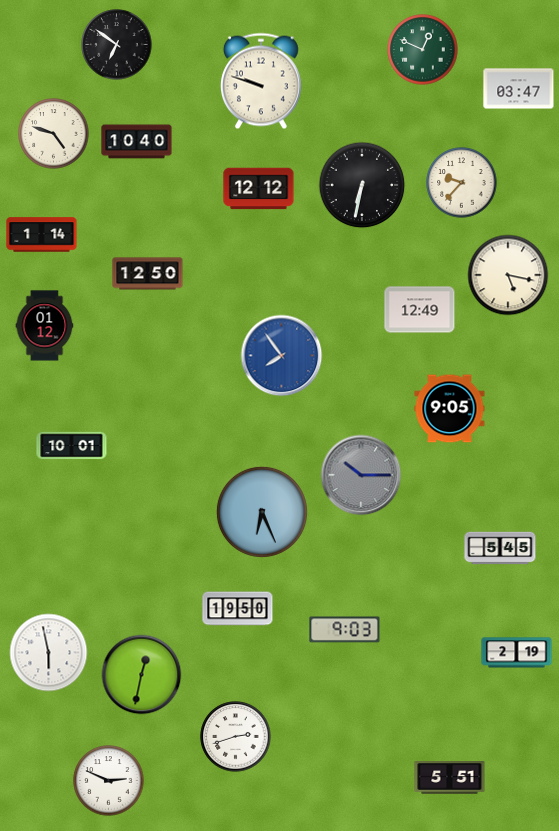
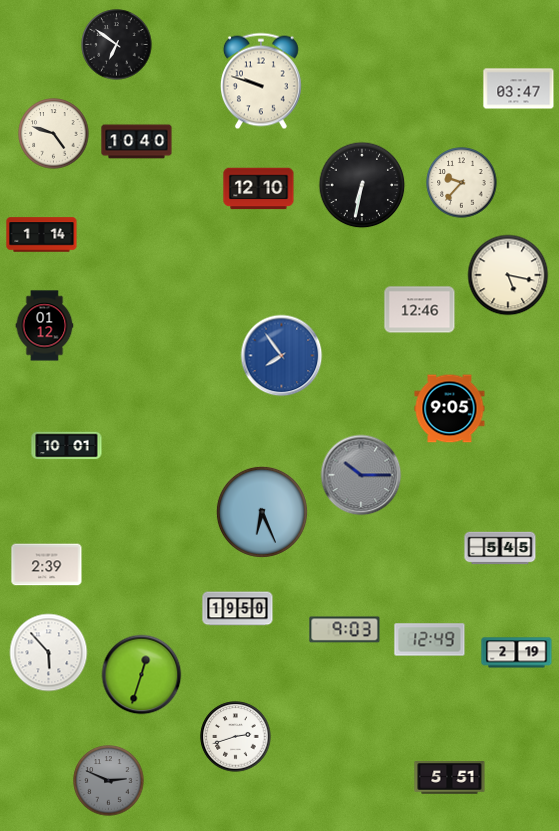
clock at (423, 50): 12:49 -> none
clock at (259, 189): 12:12 -> 12:10
clock at (148, 274): 12:50 -> none
clock at (420, 310): 12:49 -> 12:46
clock at (72, 446) position: (72, 446) -> (67, 446)
clock at (47, 565): none -> 2:39
clock at (430, 640): none -> 12:49
clock at (49, 653): 5:58 -> 5:53
clock at (142, 675): 12:32 -> 12:33
clock at (109, 781) dial: white -> grey
